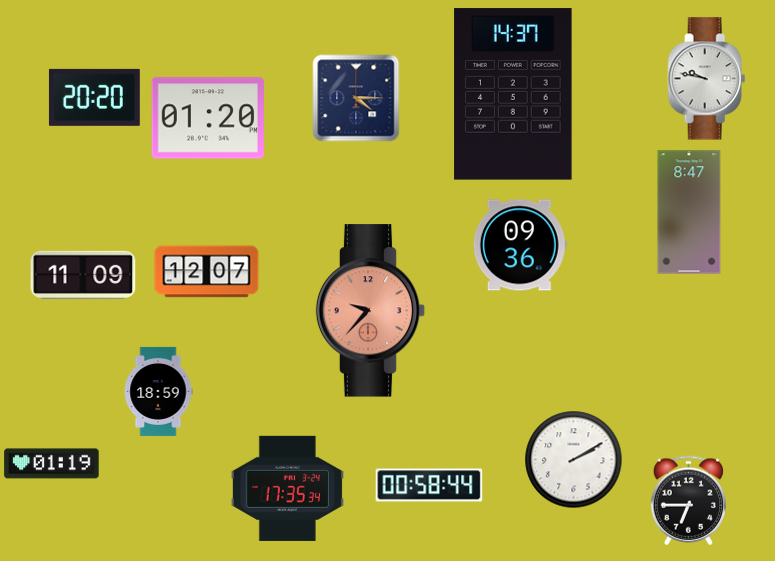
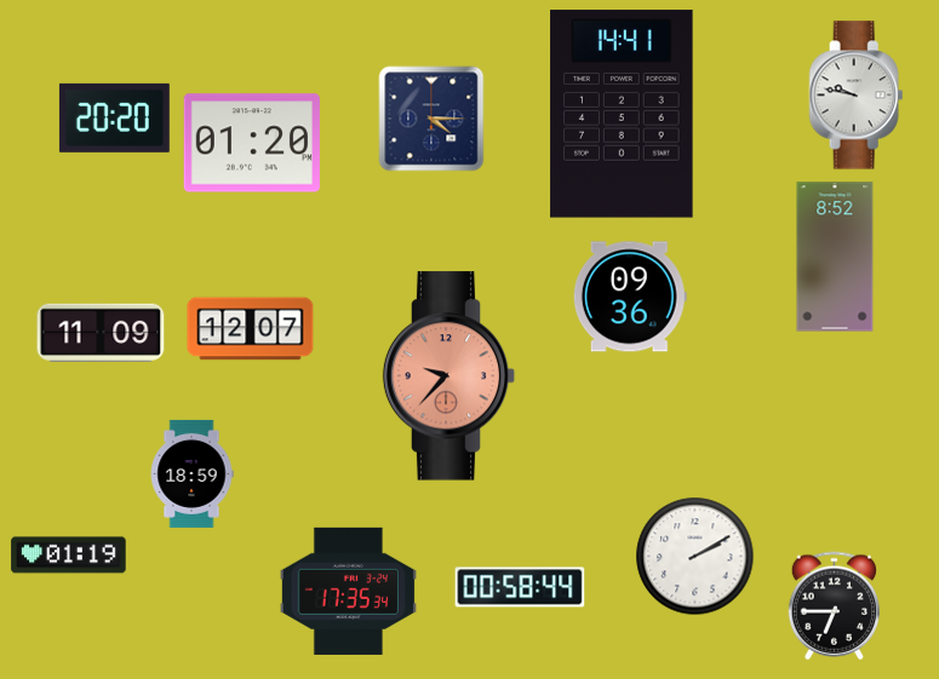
clock at (513, 94): 14:37 -> 14:41
clock at (689, 212): 8:47 -> 8:52
clock at (52, 464) position: (52, 464) -> (69, 556)
